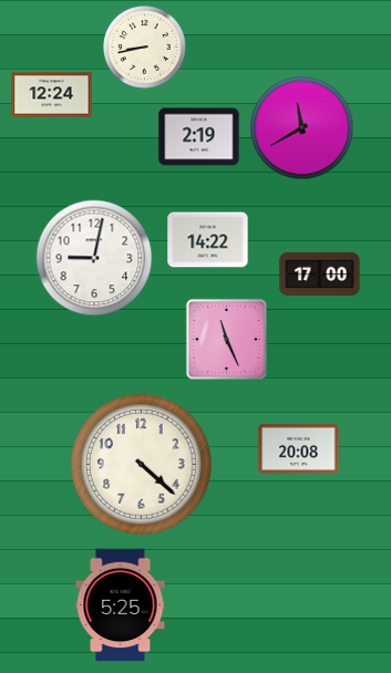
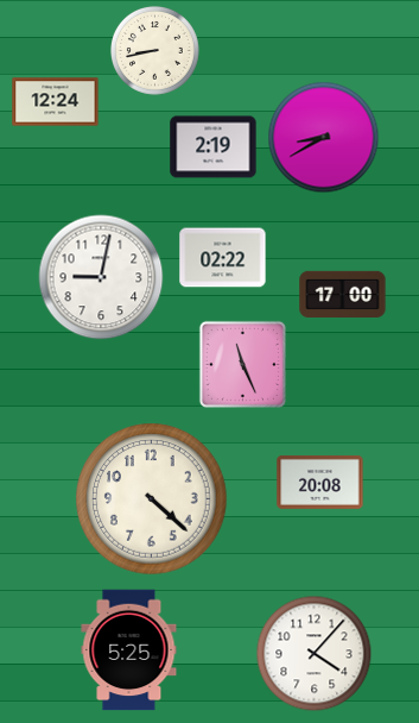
clock at (302, 128): 11:40 -> 8:40
clock at (208, 240): 14:22 -> 02:22
clock at (315, 654): none -> 4:07
